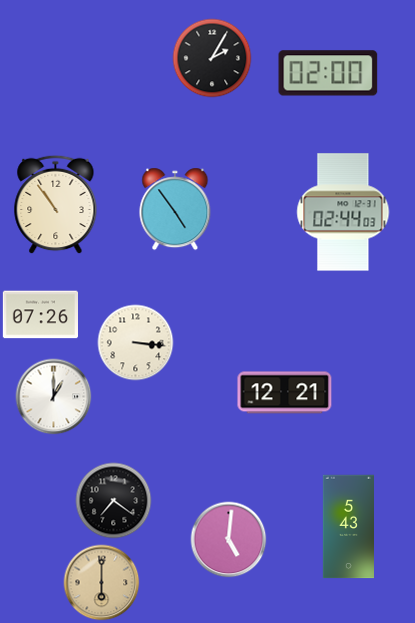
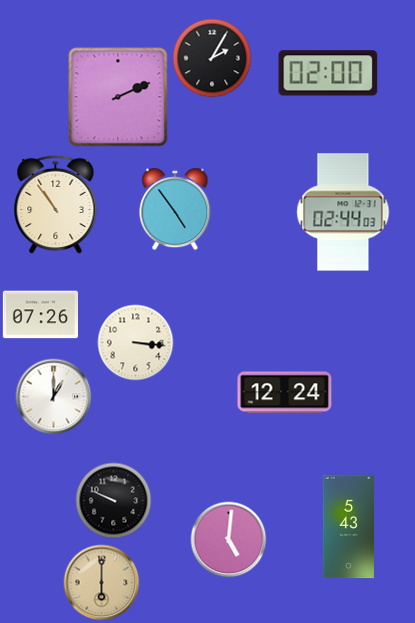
clock at (118, 97): none -> 2:11
clock at (285, 393): 12:21 -> 12:24
clock at (114, 501): 7:21 -> 9:49
